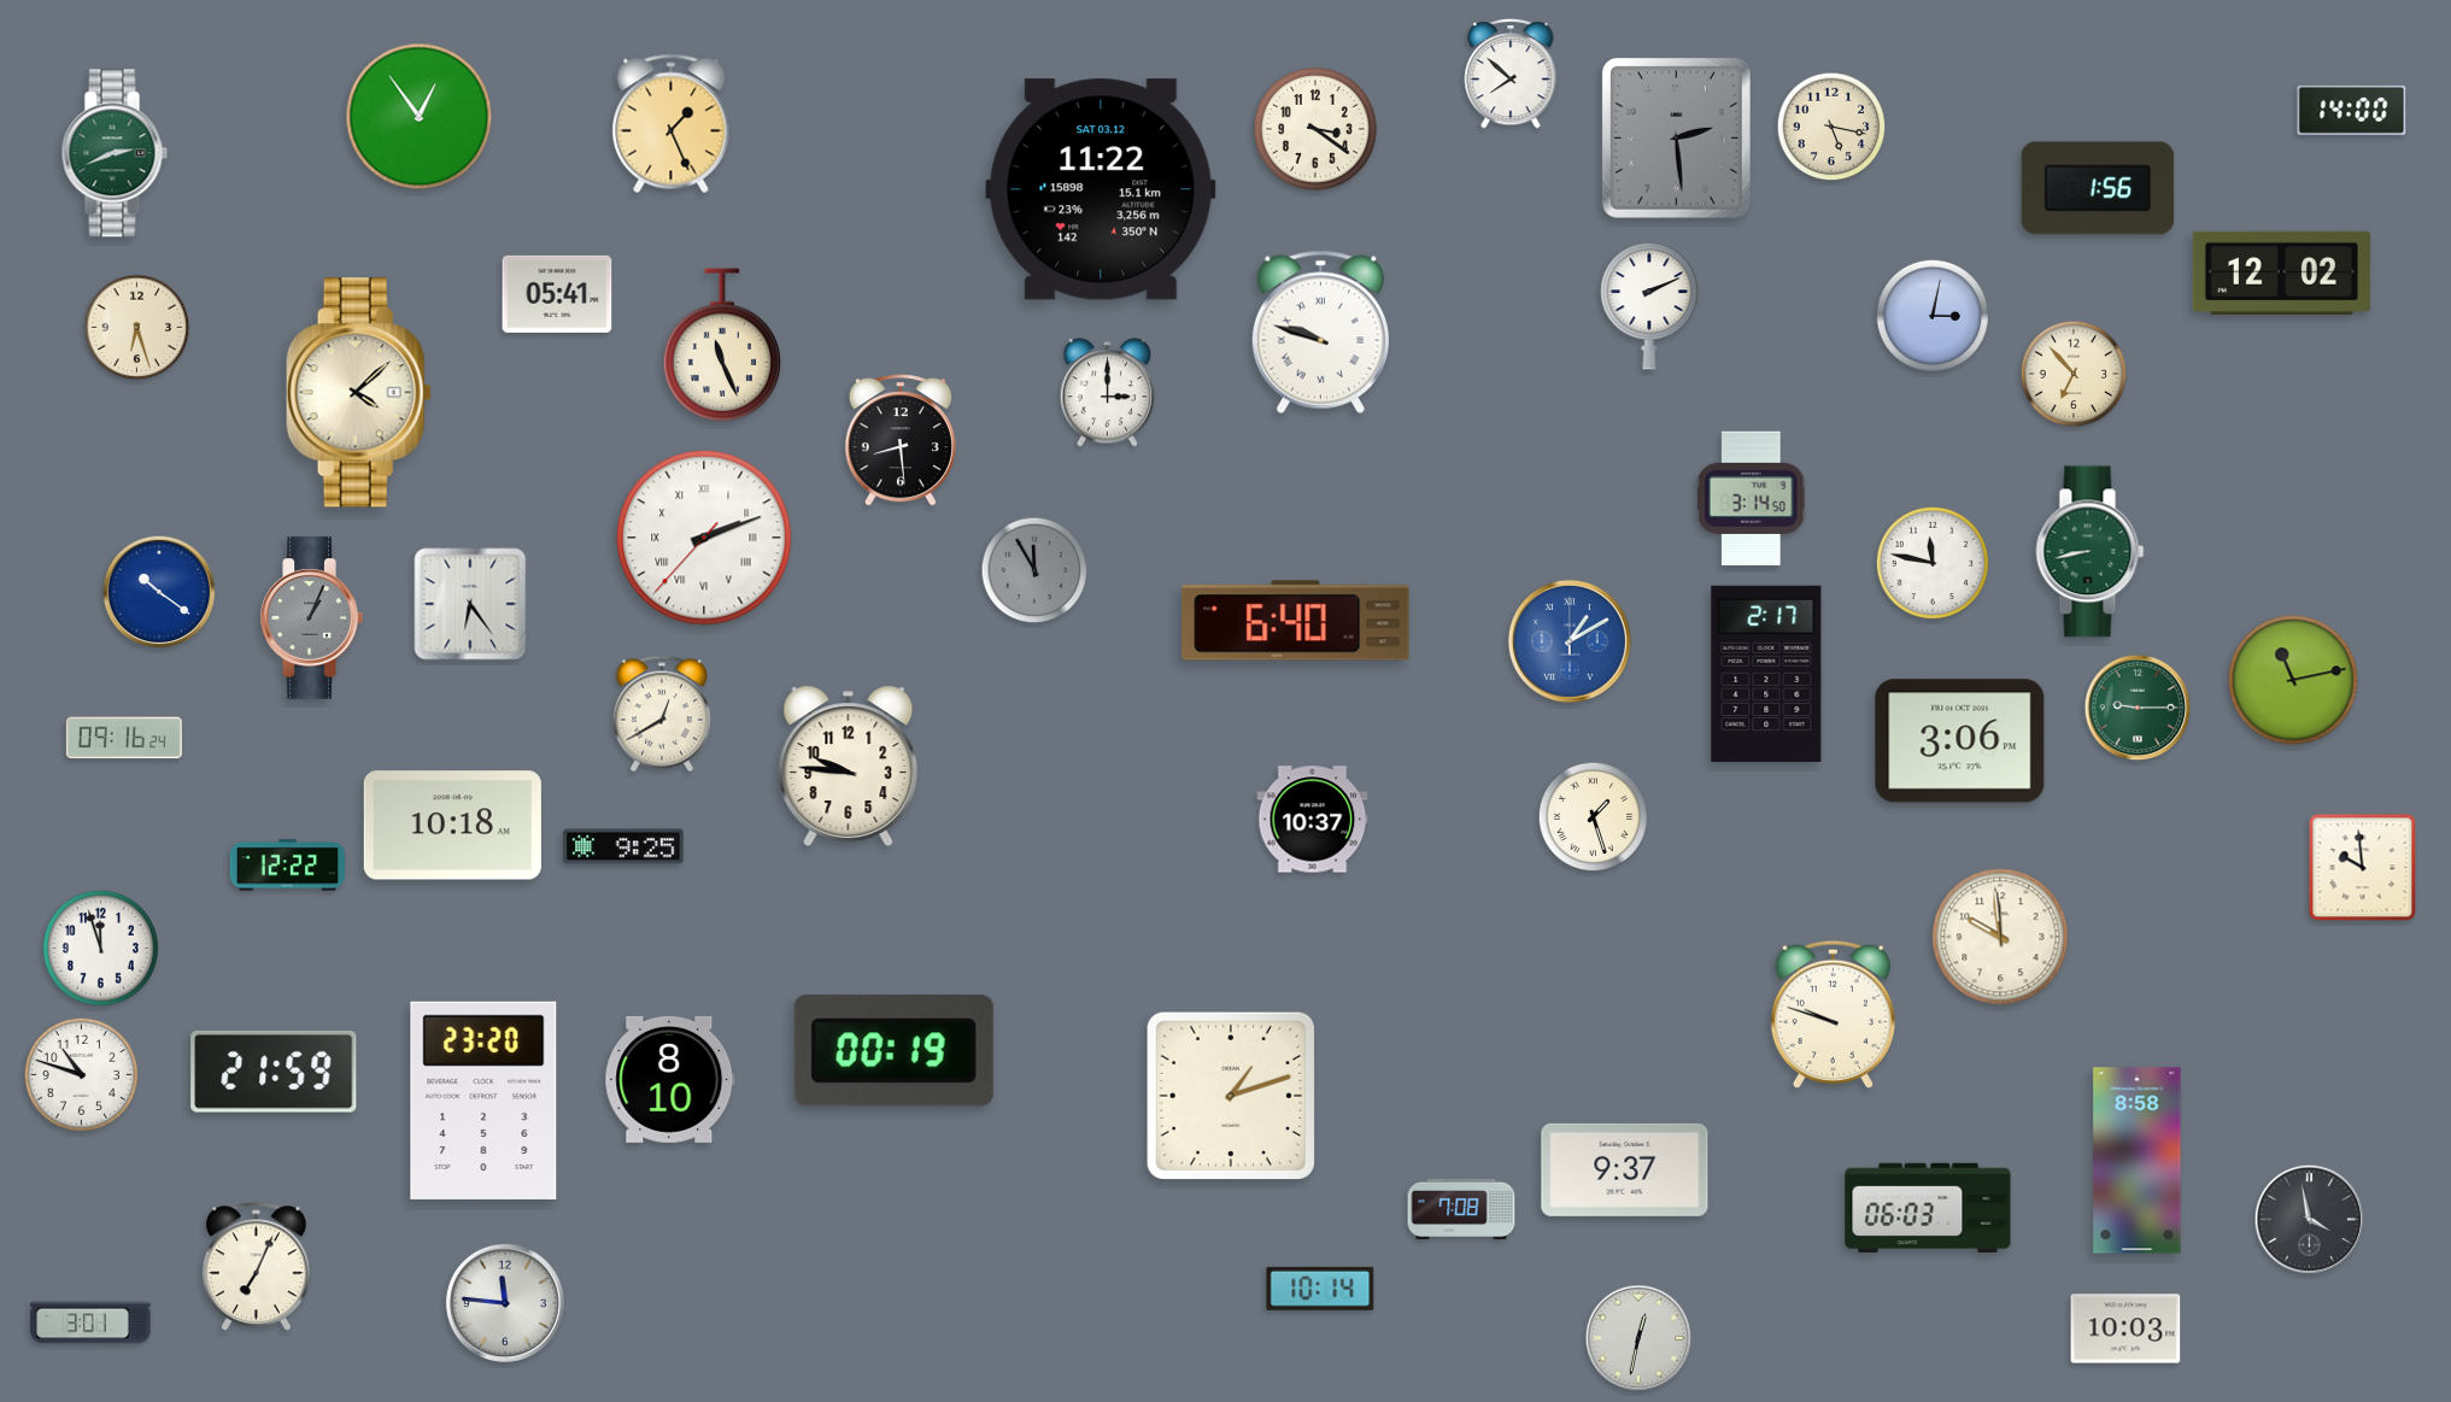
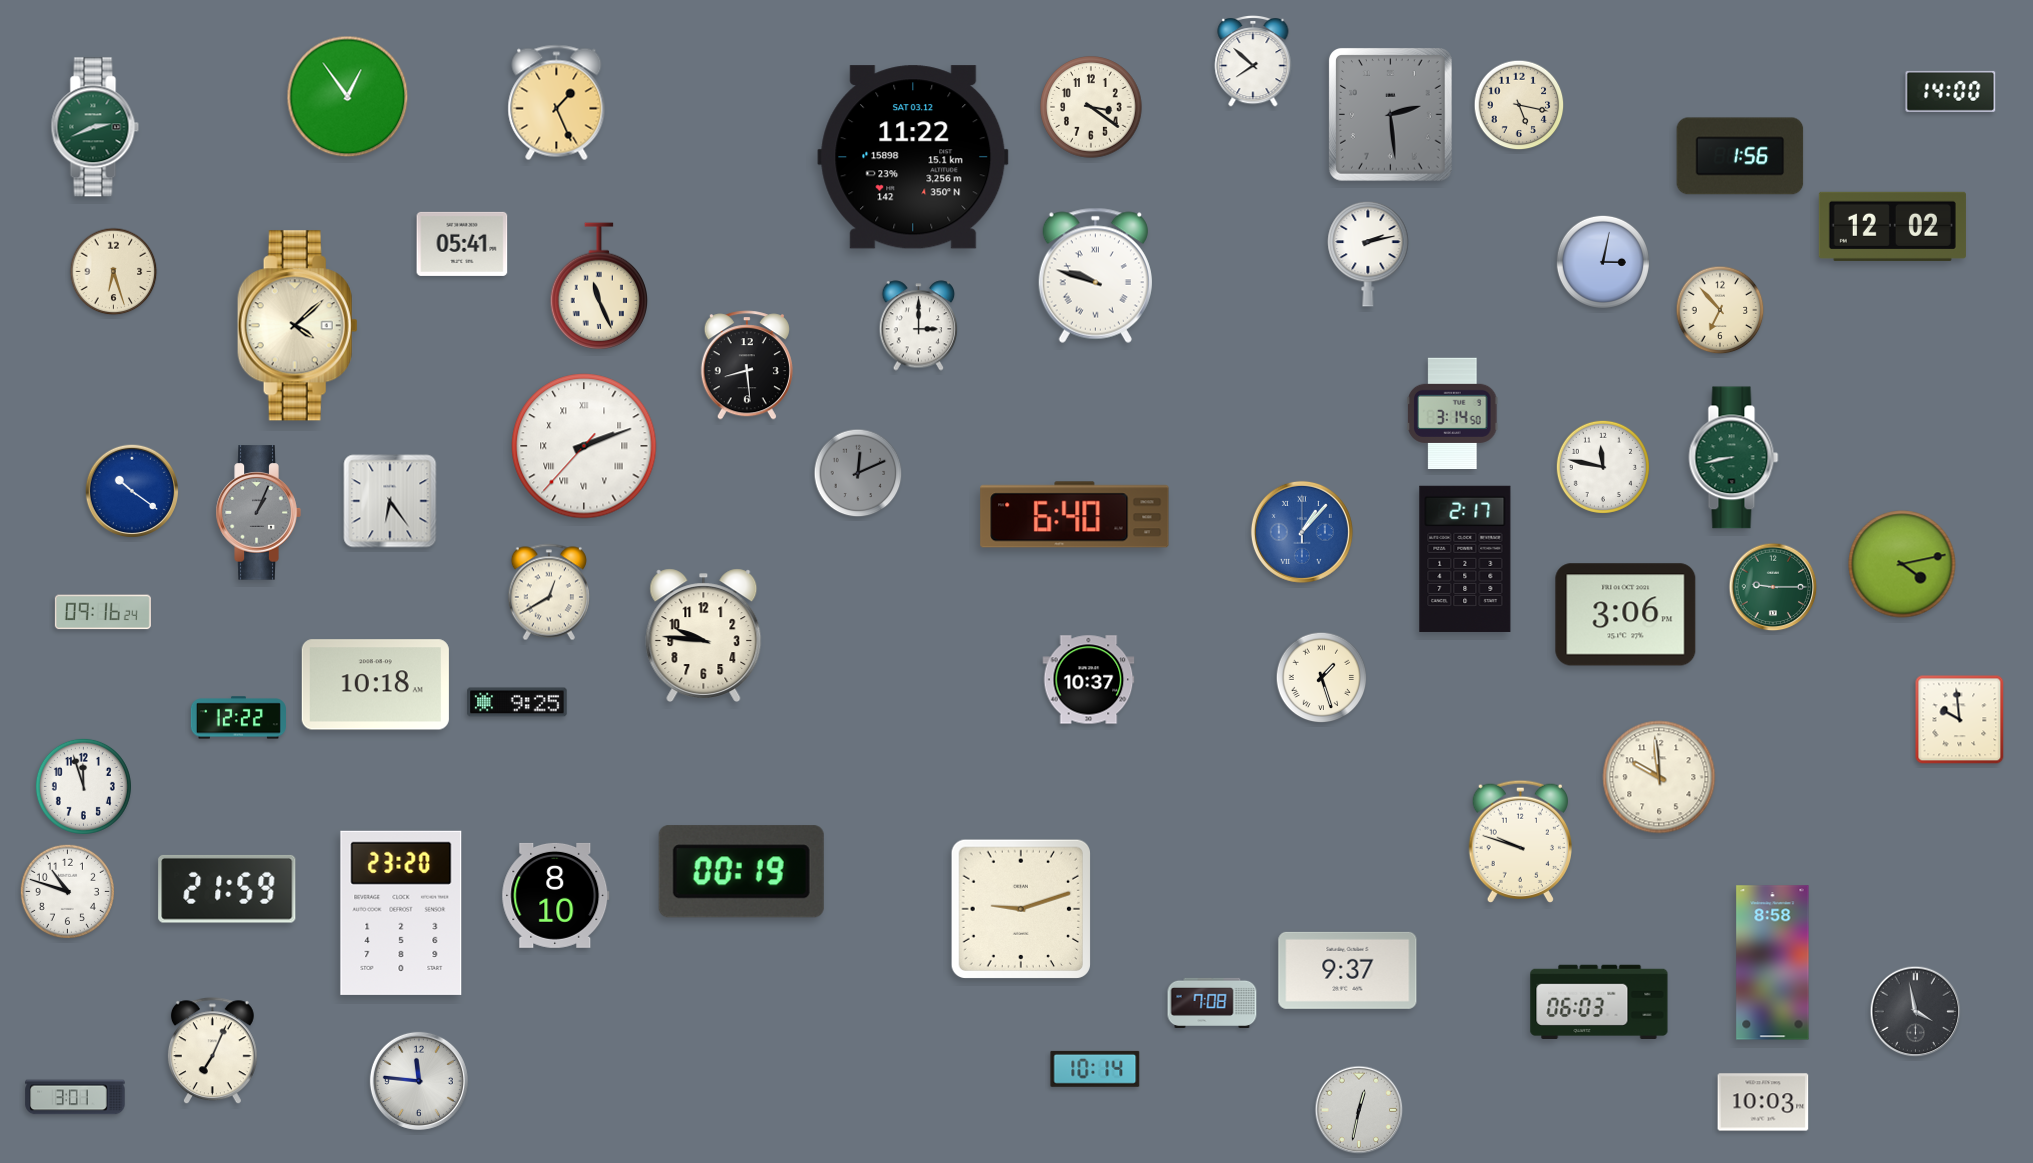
clock at (1649, 306): 2:11 -> 2:13
clock at (1034, 570): 11:55 -> 12:11
clock at (1570, 641): 1:10 -> 1:07
clock at (2293, 680): 11:13 -> 4:13
clock at (1230, 1095): 1:12 -> 9:12
